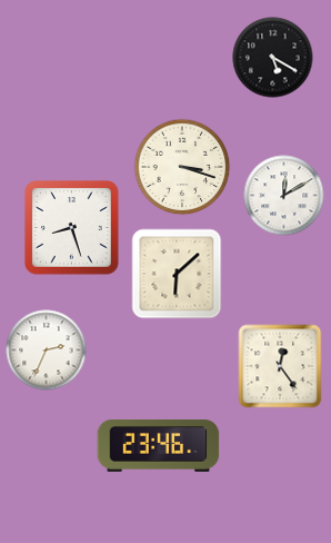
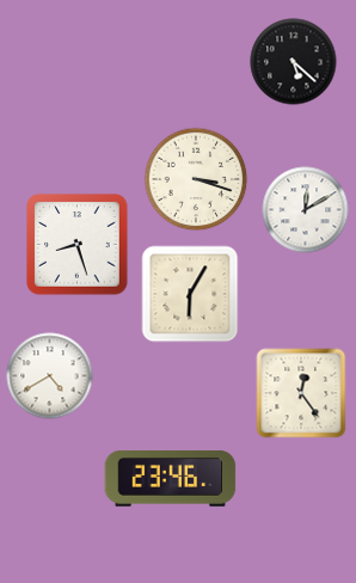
clock at (273, 58): 5:20 -> 5:22
clock at (177, 274): 6:08 -> 6:05
clock at (47, 351): 2:34 -> 4:40
